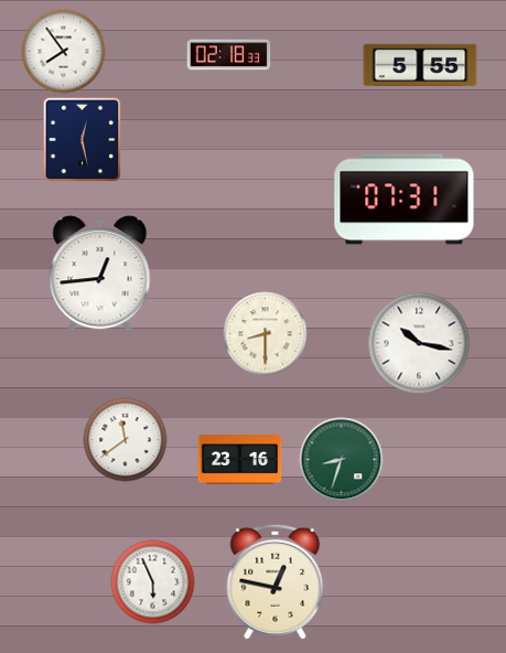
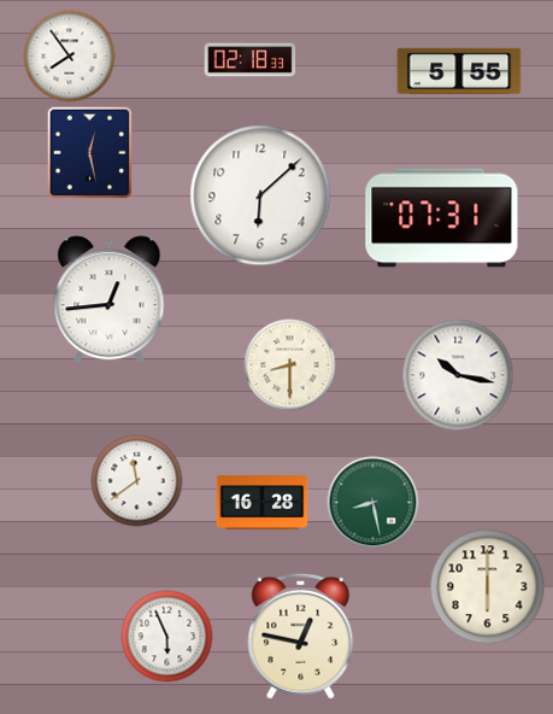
clock at (260, 195): none -> 6:08
clock at (240, 460): 23:16 -> 16:28
clock at (342, 460): 8:33 -> 8:28
clock at (488, 587): none -> 6:00
